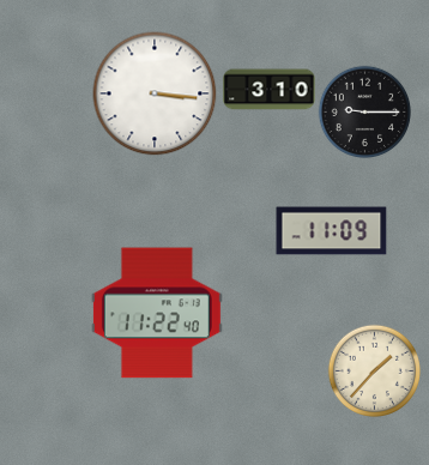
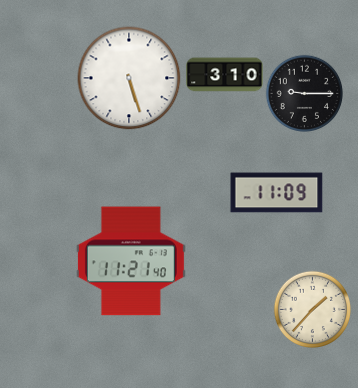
clock at (155, 93): 3:16 -> 5:27
clock at (157, 313): 11:22 -> 11:21
